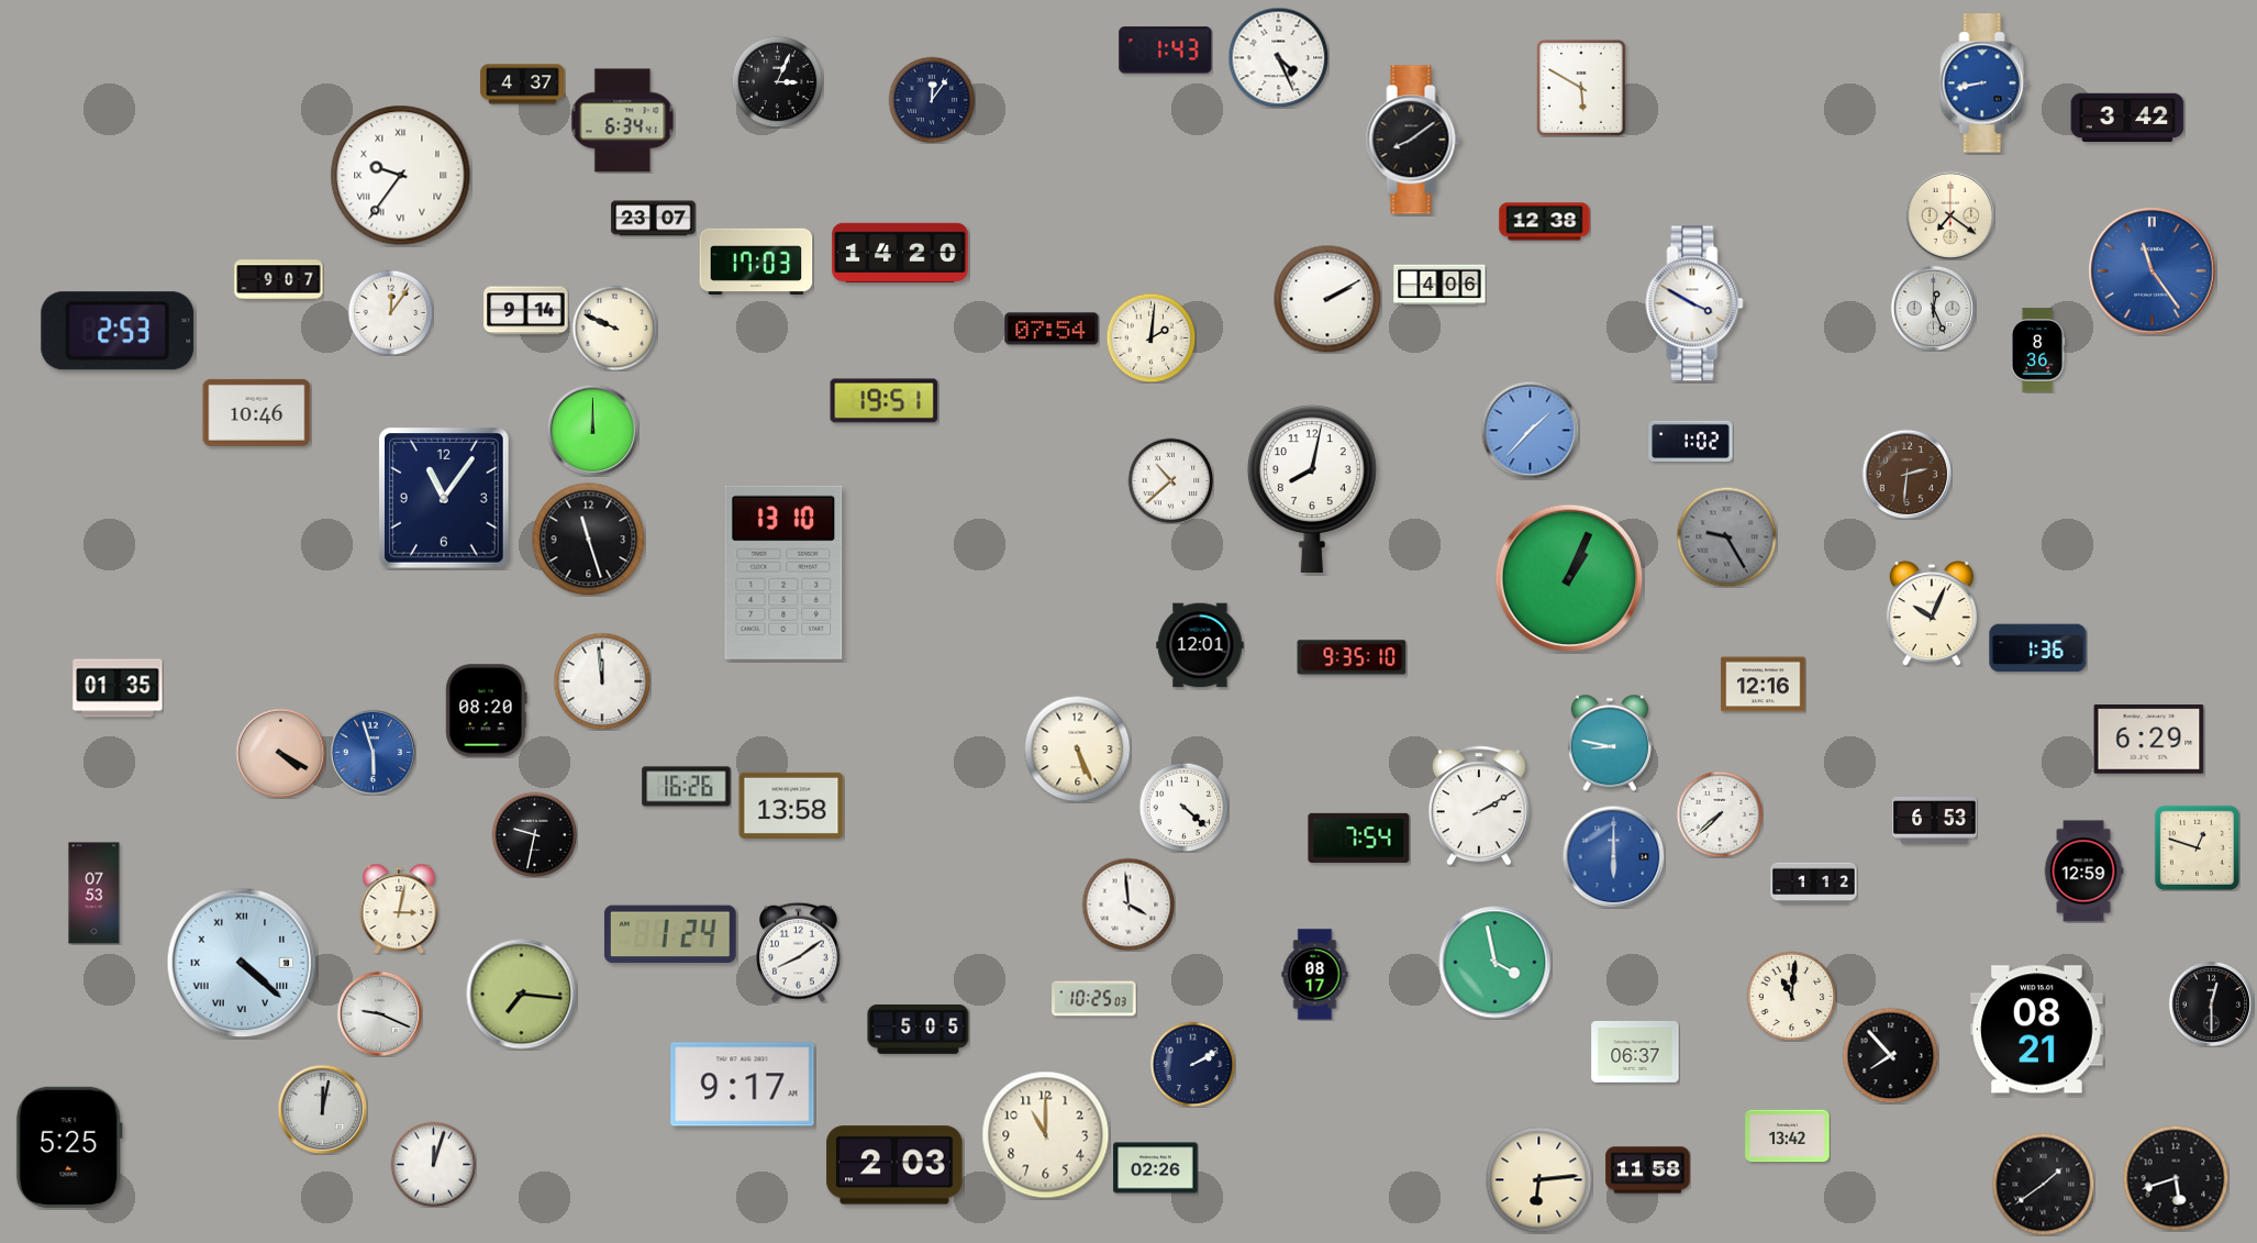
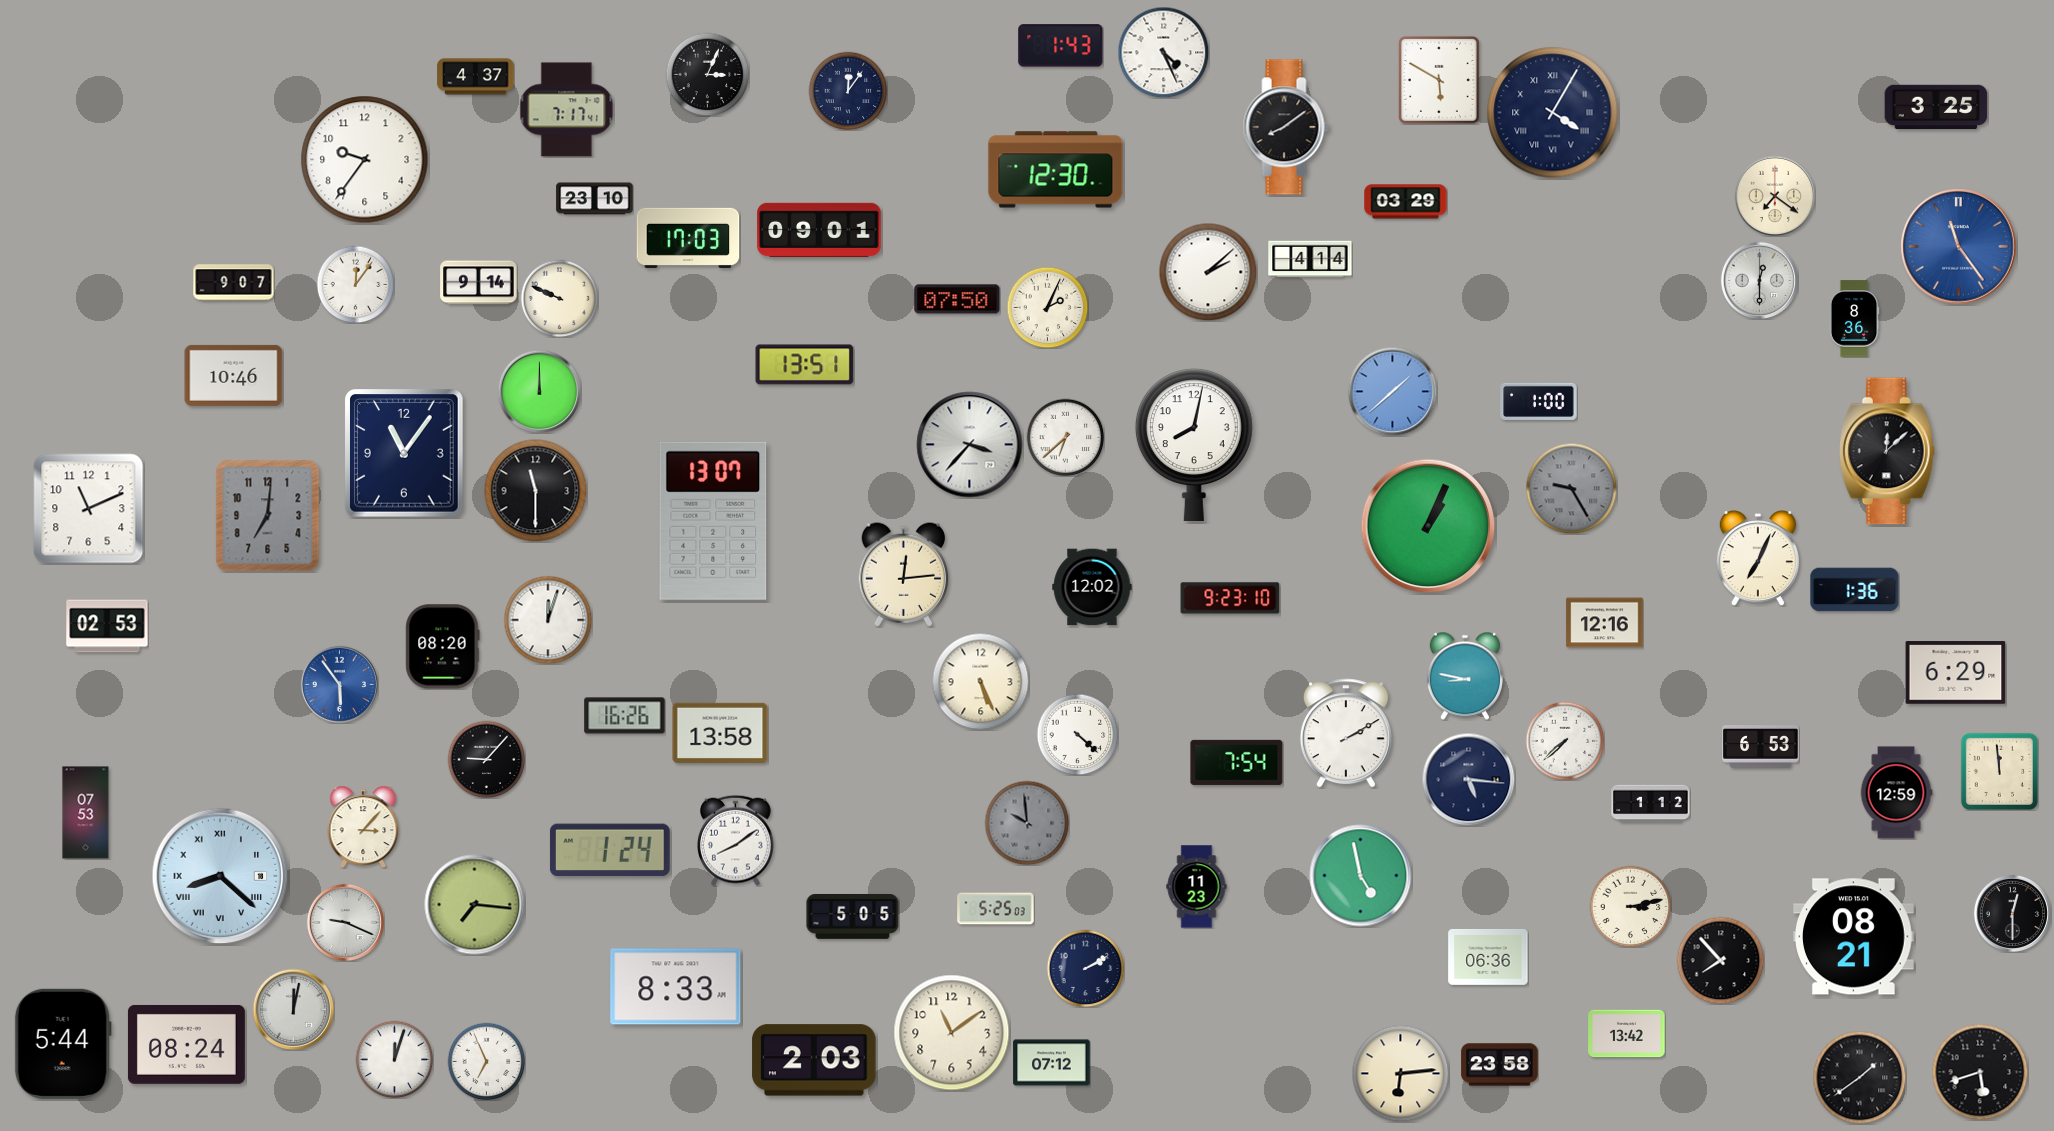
clock at (1984, 84): 8:43 -> none
clock at (2127, 116): 3:42 -> 3:25
clock at (623, 121): 6:34 -> 7:17
clock at (1553, 113): none -> 4:05
clock at (401, 176) numerals: Roman -> Arabic
clock at (1056, 170): none -> 12:30
clock at (654, 219): 23:07 -> 23:10
clock at (1545, 222): 12:38 -> 03:29
clock at (900, 252): 14:20 -> 09:01
clock at (279, 280) position: (279, 280) -> (234, 283)
clock at (1439, 285): 4:06 -> 4:14
clock at (1327, 299): 2:10 -> 2:08
clock at (1694, 303): 3:50 -> none
clock at (1933, 308): 12:26 -> 12:30
clock at (1052, 329): 07:54 -> 07:50
clock at (118, 331): 2:53 -> none
clock at (1150, 337): 2:01 -> 2:04
clock at (885, 401): 19:51 -> 13:51
clock at (1530, 430): 1:37 -> 1:38
clock at (1691, 441): 1:02 -> 1:00
clock at (1906, 474): 2:31 -> none
clock at (1170, 480): 10:38 -> 6:38
clock at (970, 445): none -> 3:37
clock at (1887, 451): none -> 12:08
clock at (589, 540): 11:27 -> 11:30
clock at (89, 509): none -> 11:11
clock at (268, 516): none -> 7:01
clock at (783, 573): 13:10 -> 13:07
clock at (1932, 613): 10:04 -> 7:04
clock at (904, 575): none -> 12:14
clock at (1200, 645): 12:01 -> 12:02
clock at (1352, 657): 9:35 -> 9:23
clock at (602, 681): 11:59 -> 12:03
clock at (118, 688): 01:35 -> 02:53
clock at (373, 752): 5:57 -> 5:54
clock at (280, 753): 4:20 -> none
clock at (534, 834): 9:32 -> 9:07
clock at (2197, 847): 12:48 -> 11:59
clock at (1613, 856): 6:00 -> 5:16
clock at (1613, 856) dial: blue -> navy
clock at (1128, 904): 3:59 -> 9:59
clock at (1128, 904) dial: white -> grey
clock at (399, 908): 3:02 -> 3:07
clock at (799, 952) position: (799, 952) -> (736, 840)
clock at (242, 963): 4:22 -> 8:22
clock at (1496, 963): 3:58 -> 4:58
clock at (1315, 975): 08:17 -> 11:23
clock at (1791, 996): 11:01 -> 3:13
clock at (1094, 999): 10:25 -> 5:25
clock at (919, 1030) position: (919, 1030) -> (853, 917)
clock at (1635, 1052): 06:37 -> 06:36
clock at (743, 1085): 9:17 -> 8:33
clock at (1046, 1135): 11:00 -> 11:09
clock at (69, 1147): 5:25 -> 5:44
clock at (186, 1044): none -> 08:24
clock at (486, 1061): none -> 6:56
clock at (1156, 1168): 02:26 -> 07:12
clock at (1648, 1170): 11:58 -> 23:58
